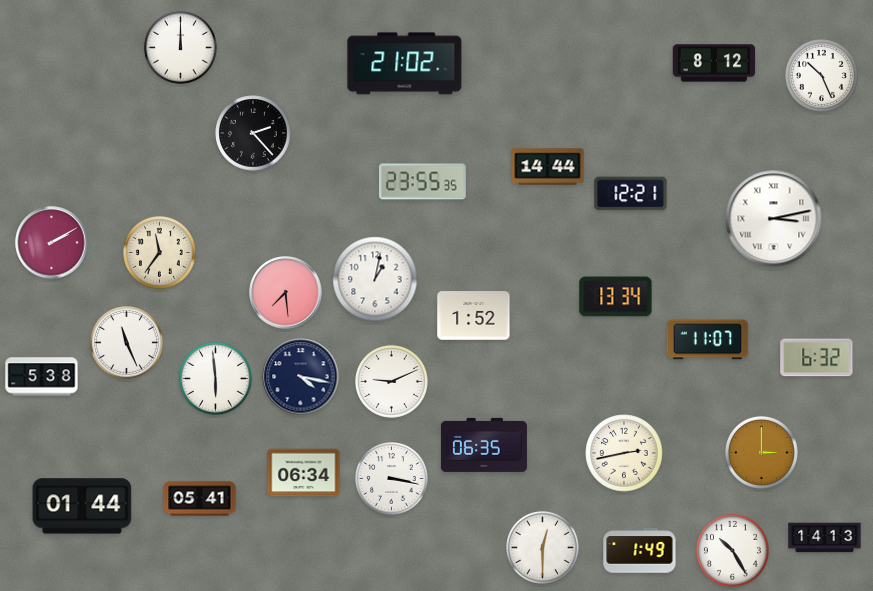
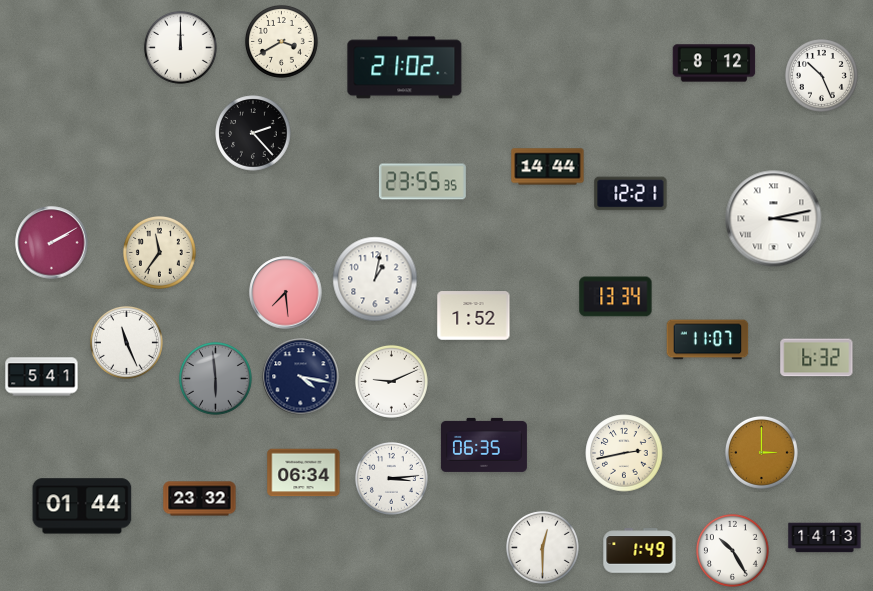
clock at (281, 41): none -> 3:40
clock at (405, 64) position: (405, 64) -> (405, 68)
clock at (42, 377): 5:38 -> 5:41
clock at (215, 378) dial: white -> grey
clock at (391, 478): 3:17 -> 3:14
clock at (200, 499): 05:41 -> 23:32
